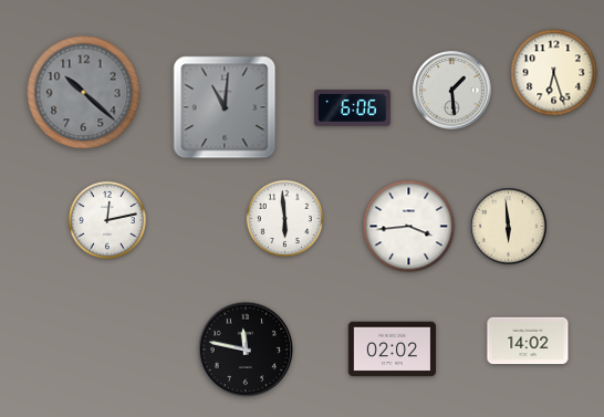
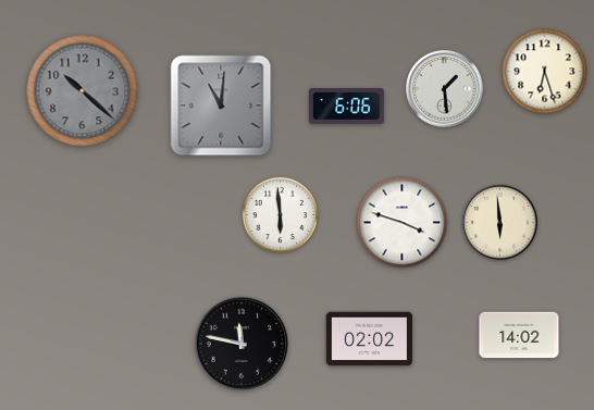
clock at (107, 220): 12:13 -> none
clock at (409, 227): 3:44 -> 3:48
clock at (392, 350) position: (392, 350) -> (369, 339)
